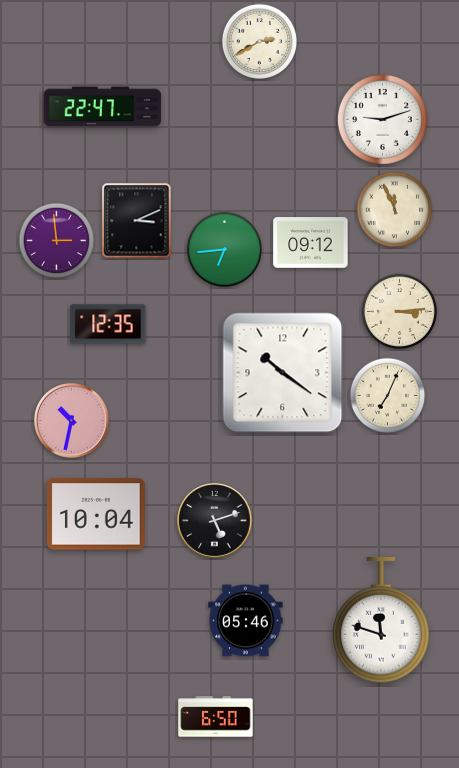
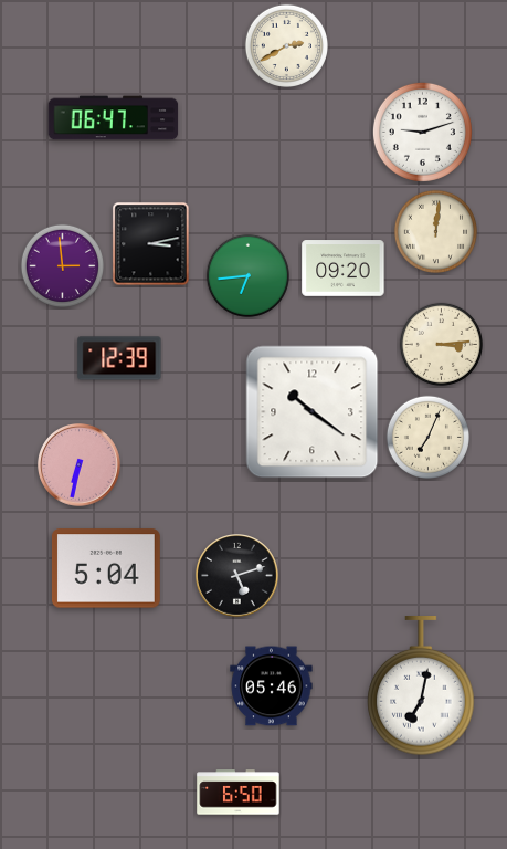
clock at (103, 107): 22:47 -> 06:47
clock at (394, 209): 11:56 -> 12:01
clock at (137, 221): 3:11 -> 3:13
clock at (311, 243): 09:12 -> 09:20
clock at (108, 324): 12:35 -> 12:39
clock at (72, 421): 10:32 -> 6:32
clock at (96, 514): 10:04 -> 5:04
clock at (381, 621): 11:48 -> 7:02
